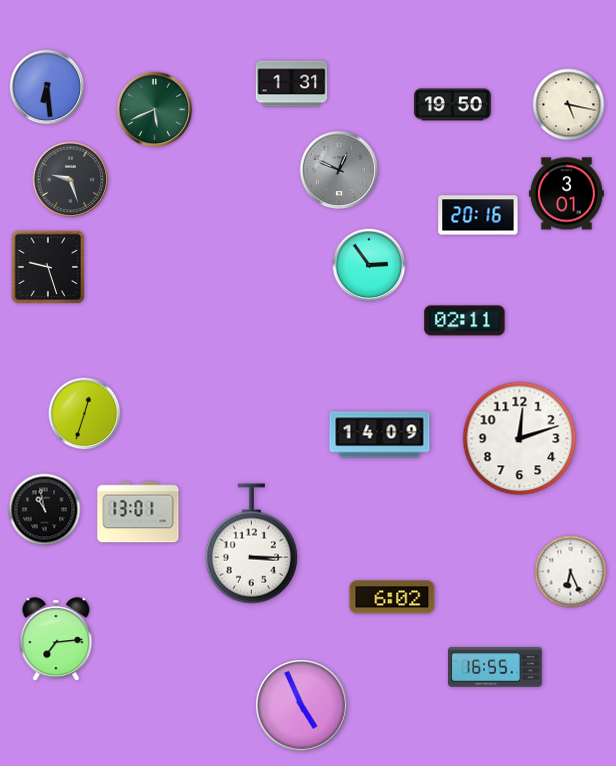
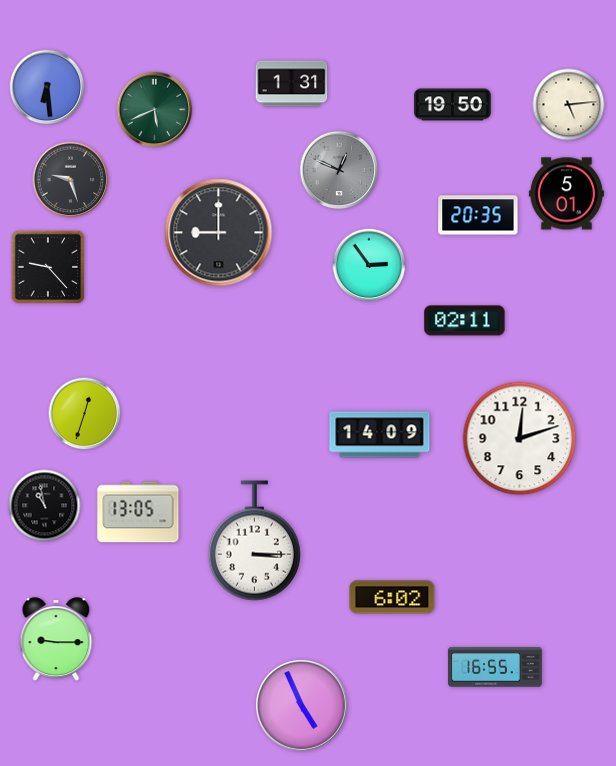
clock at (569, 105): 5:17 -> 5:14
clock at (566, 194): 3:01 -> 5:01
clock at (478, 215): 20:16 -> 20:35
clock at (219, 233): none -> 9:00
clock at (48, 267): 9:27 -> 9:23
clock at (45, 510) position: (45, 510) -> (45, 506)
clock at (138, 512): 13:01 -> 13:05
clock at (251, 544) position: (251, 544) -> (254, 541)
clock at (571, 572): 6:26 -> none
clock at (56, 639): 7:14 -> 9:15
